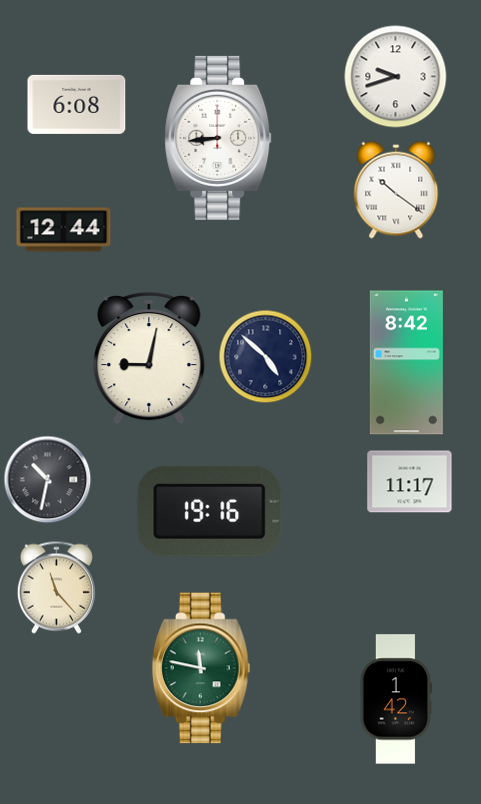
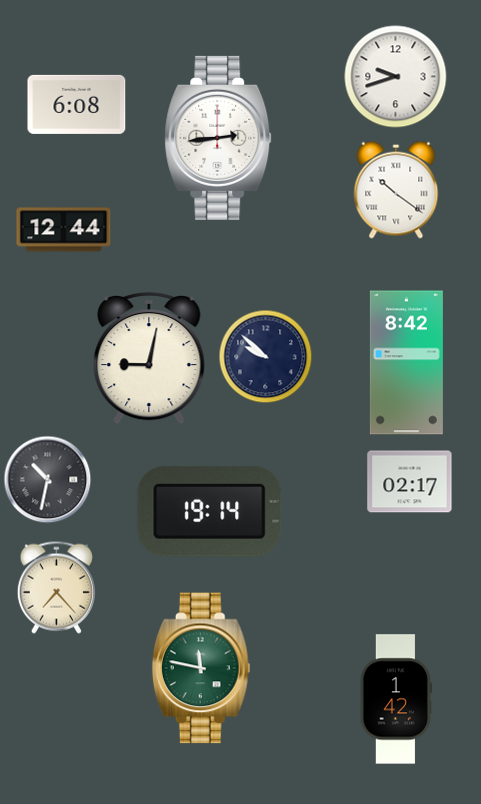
clock at (218, 138): 8:44 -> 2:44
clock at (265, 356): 4:52 -> 9:52
clock at (410, 482): 11:17 -> 02:17
clock at (210, 511): 19:16 -> 19:14
clock at (56, 587): 11:23 -> 7:23
